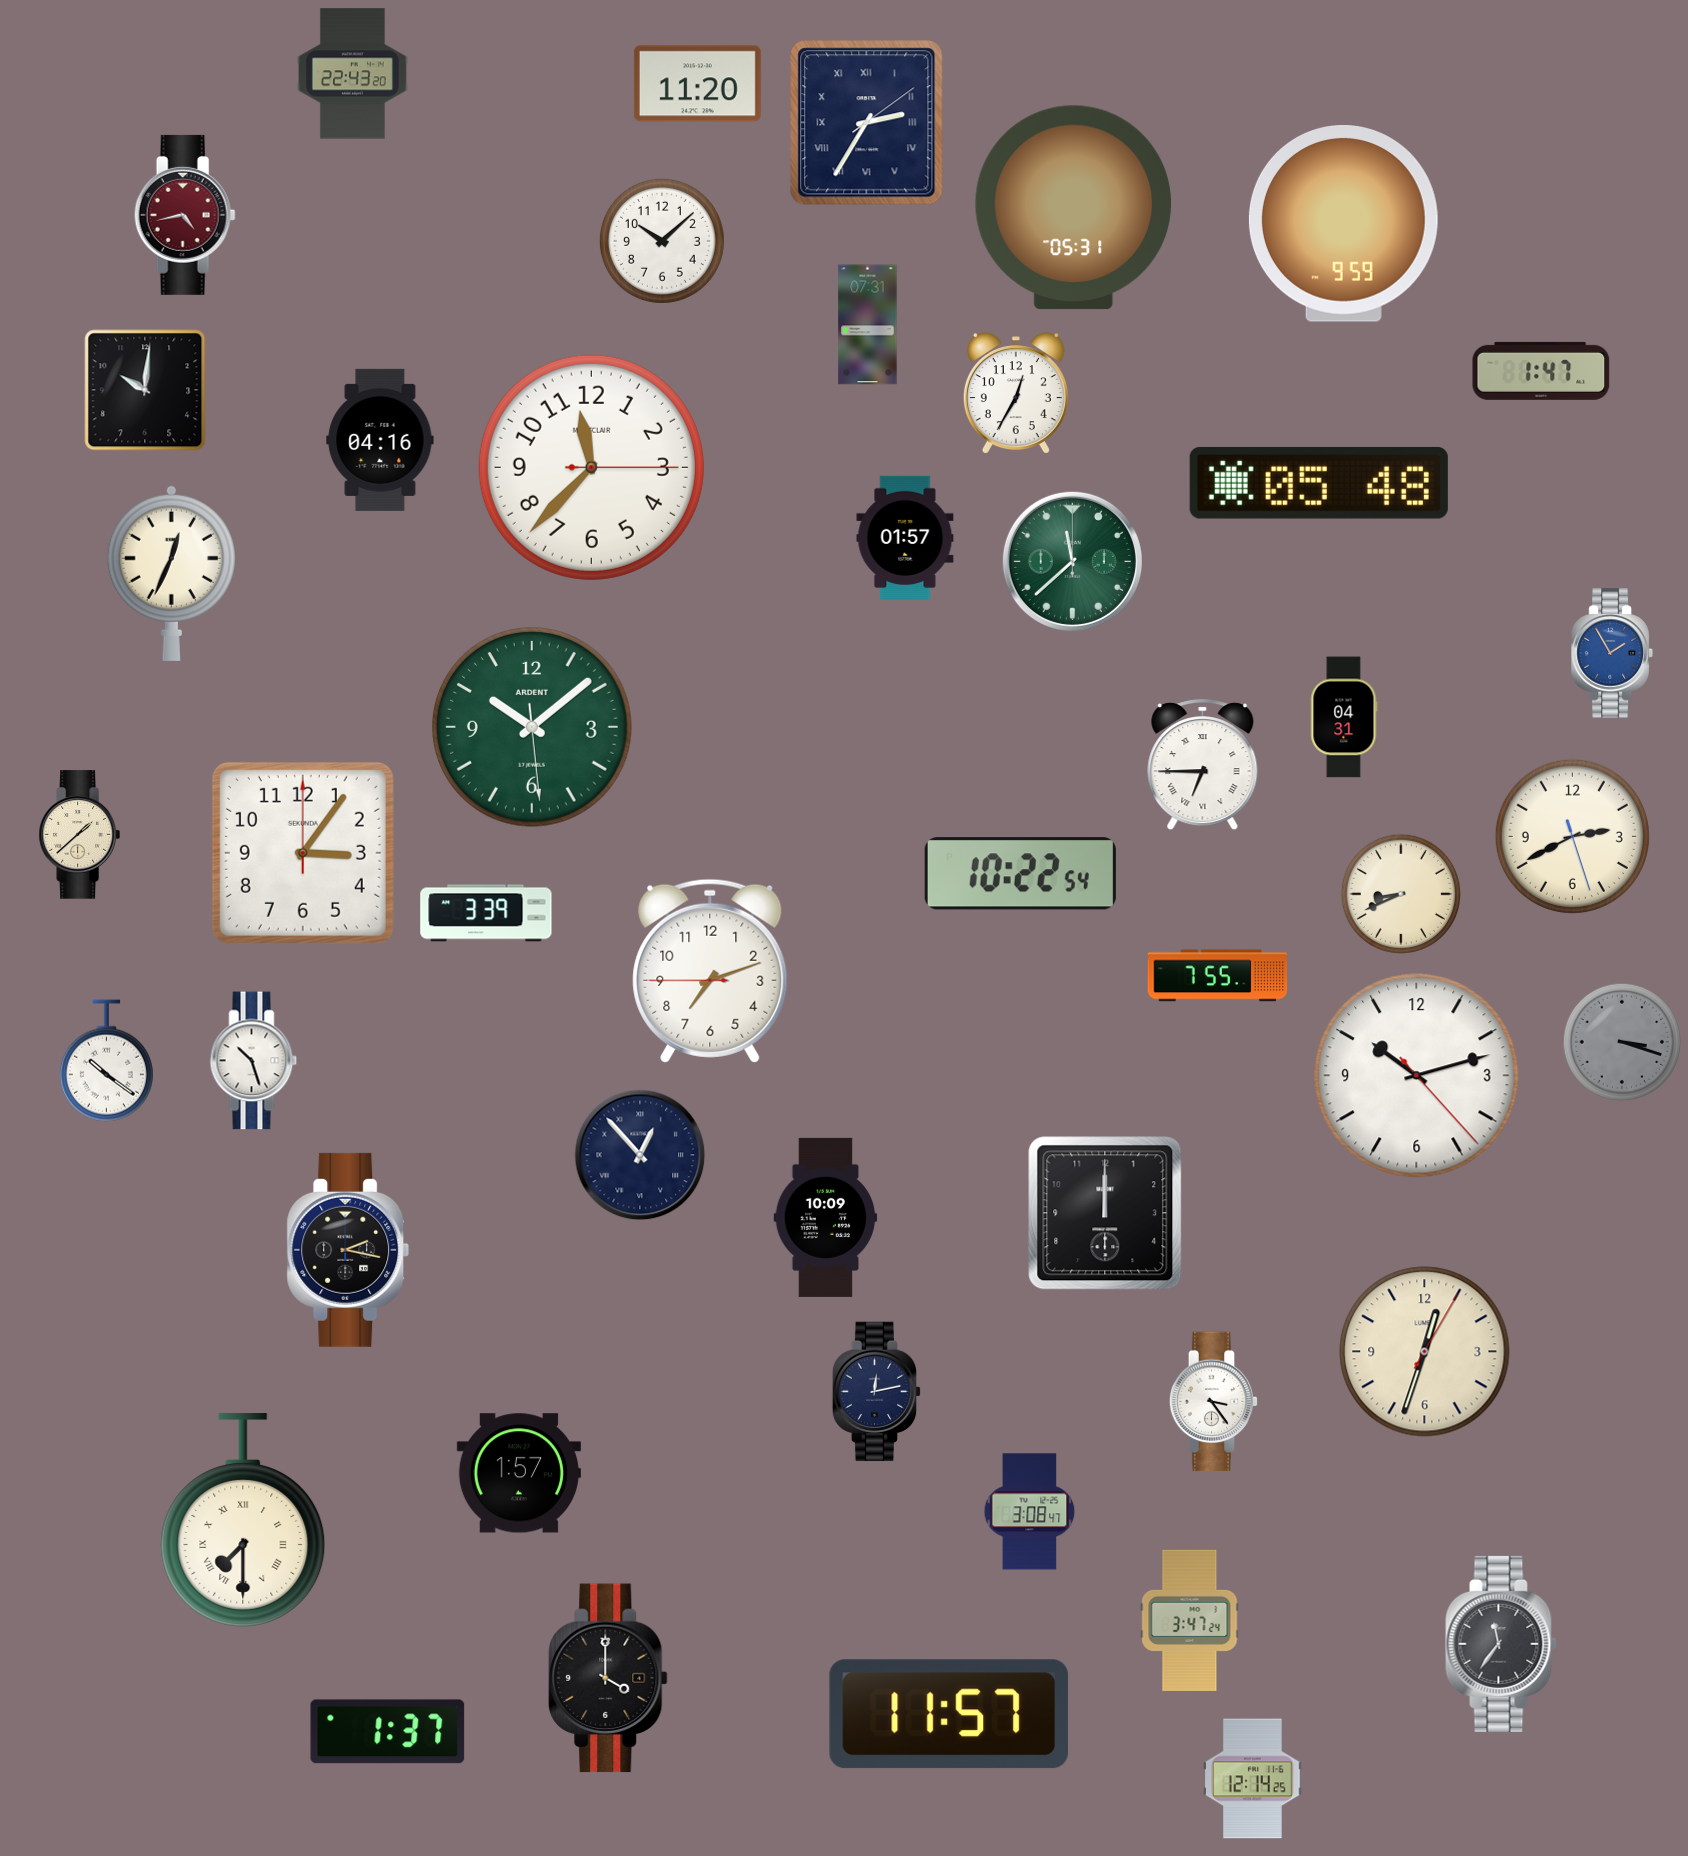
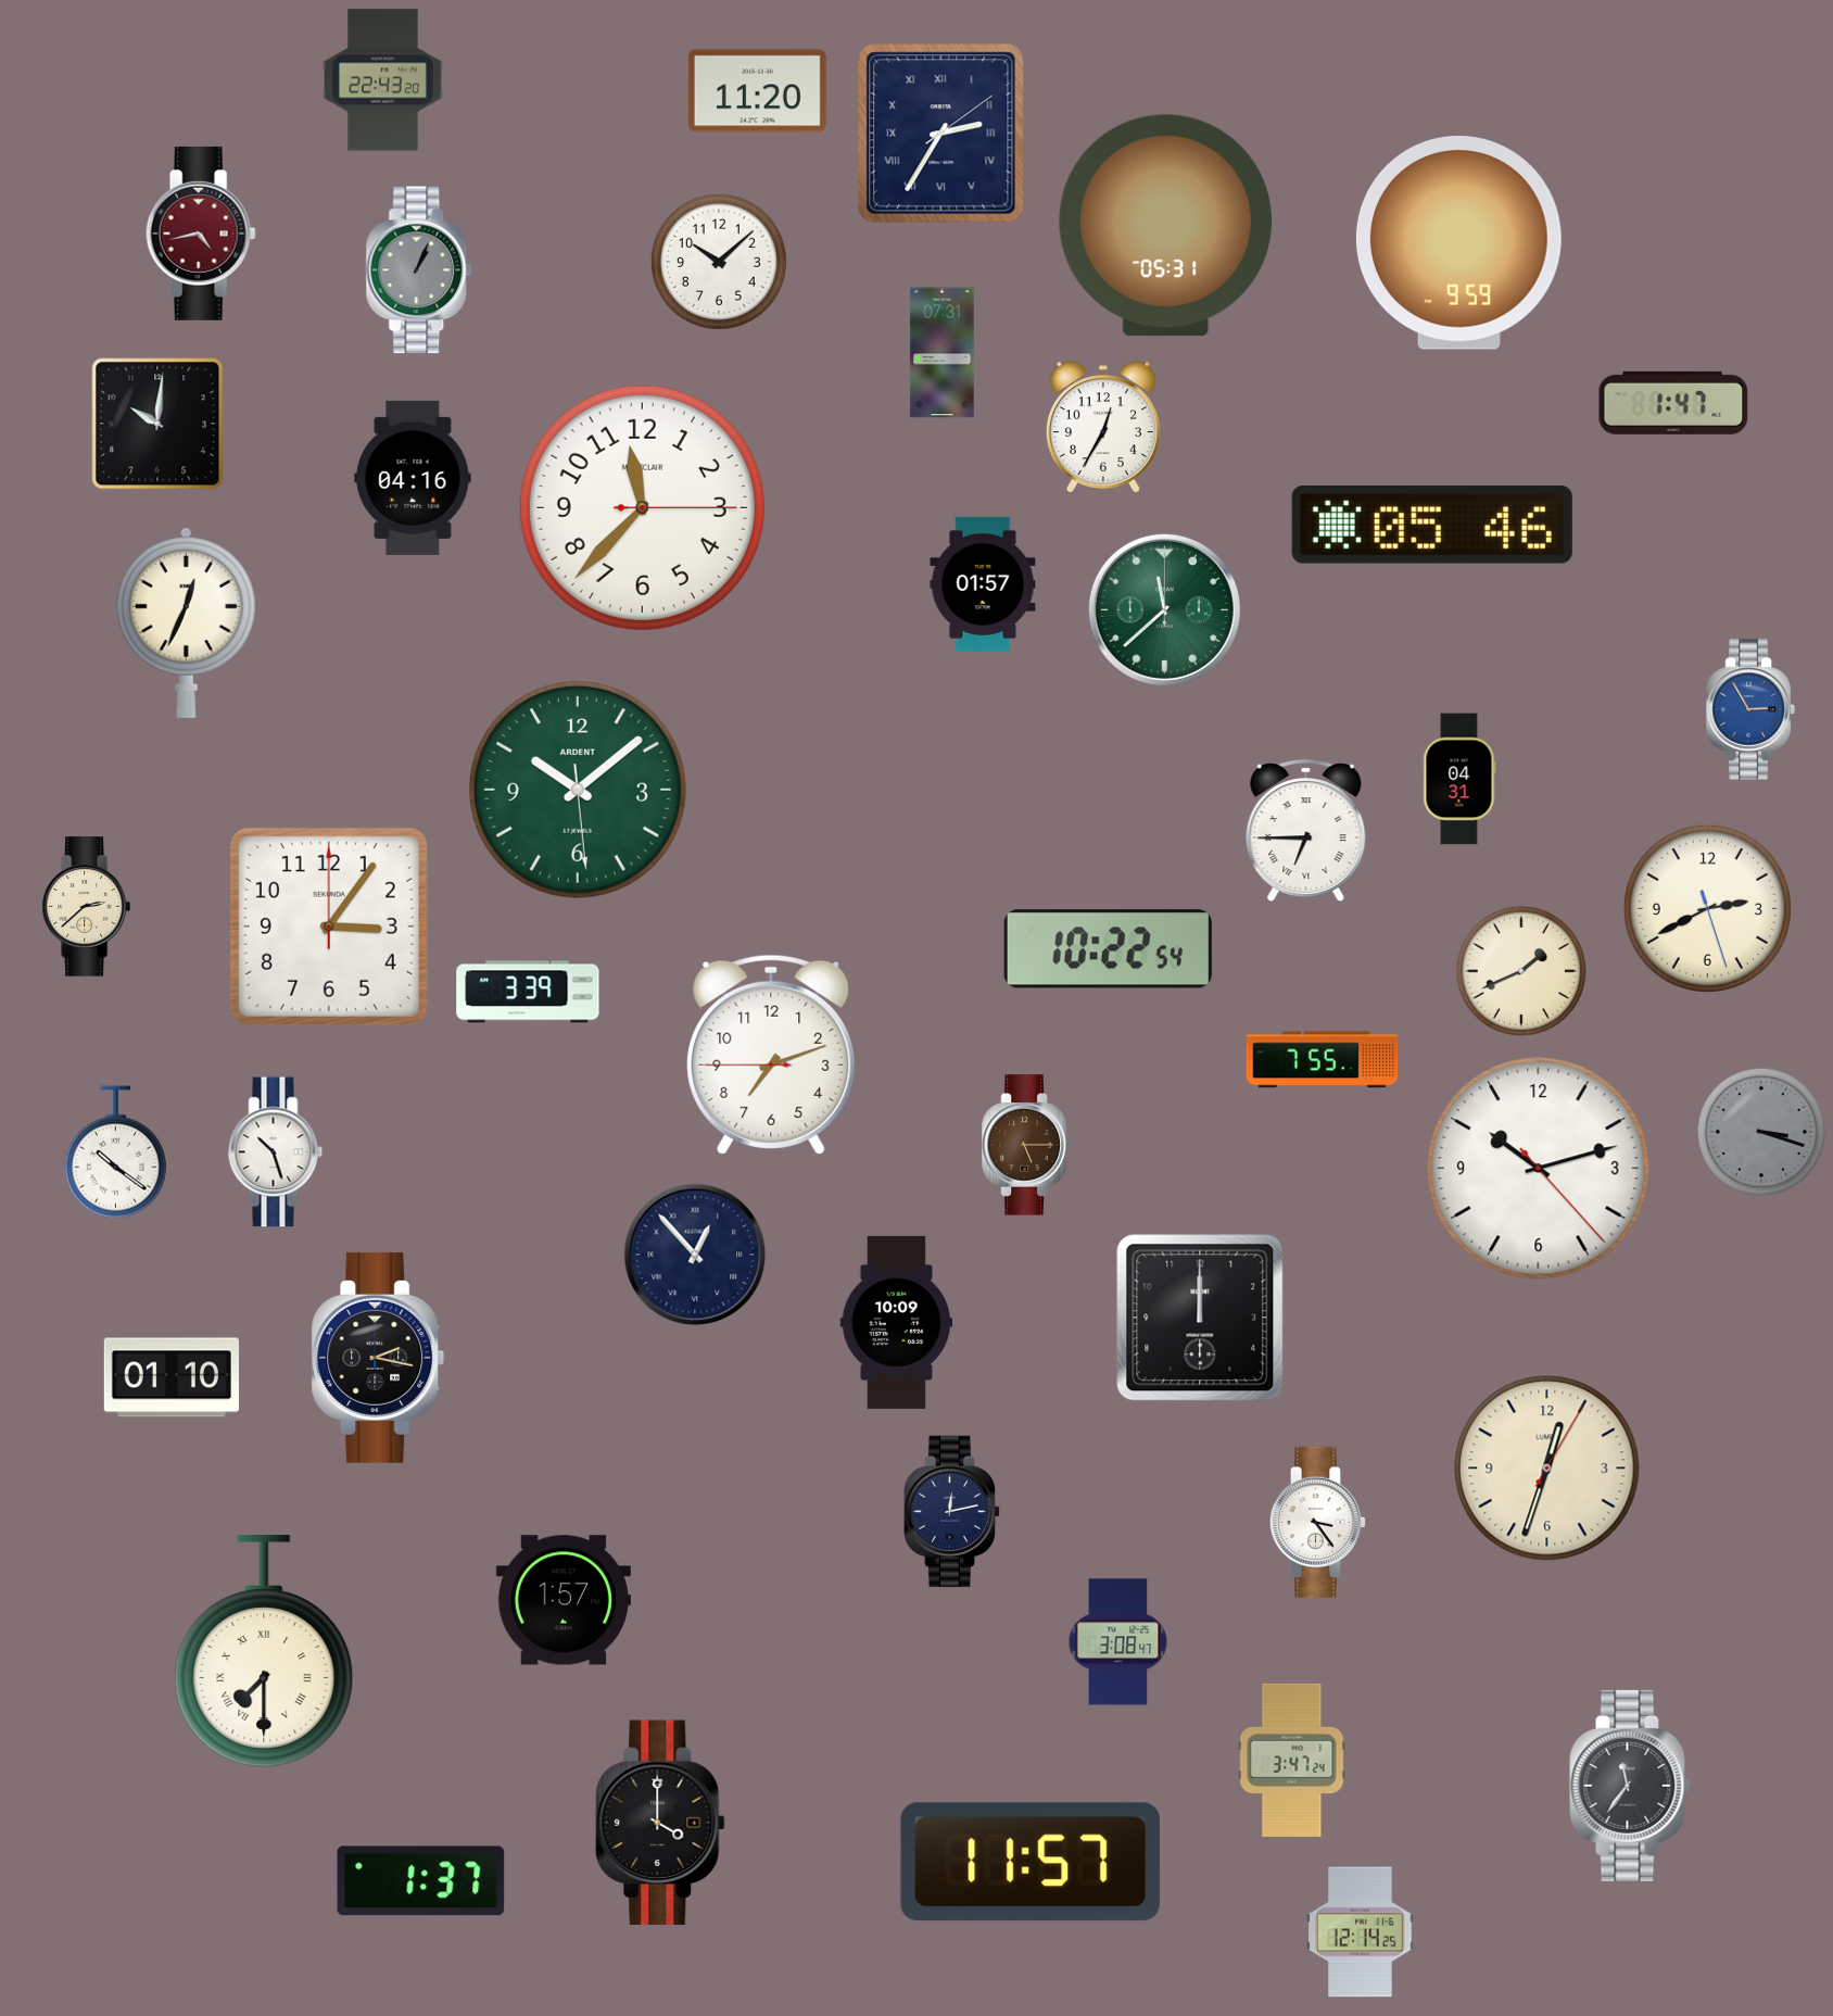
clock at (419, 270): none -> 1:04
clock at (1319, 483): 05:48 -> 05:46
clock at (1612, 653): 1:55 -> 2:55
clock at (79, 835): 1:38 -> 2:38
clock at (1401, 894): 8:41 -> 1:41
clock at (1026, 1145): none -> 5:15
clock at (172, 1377): none -> 01:10
